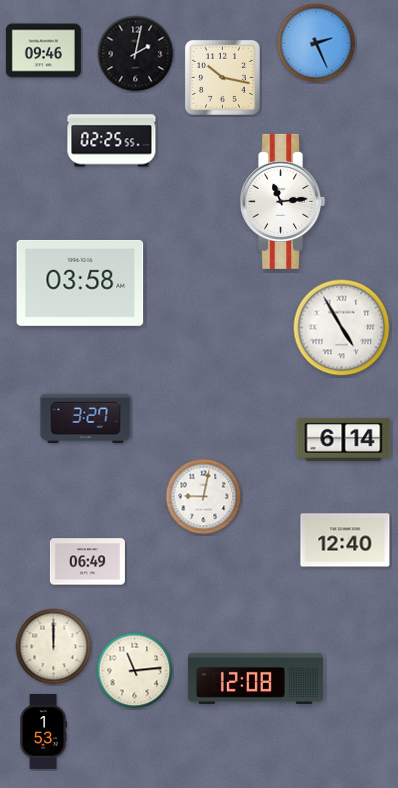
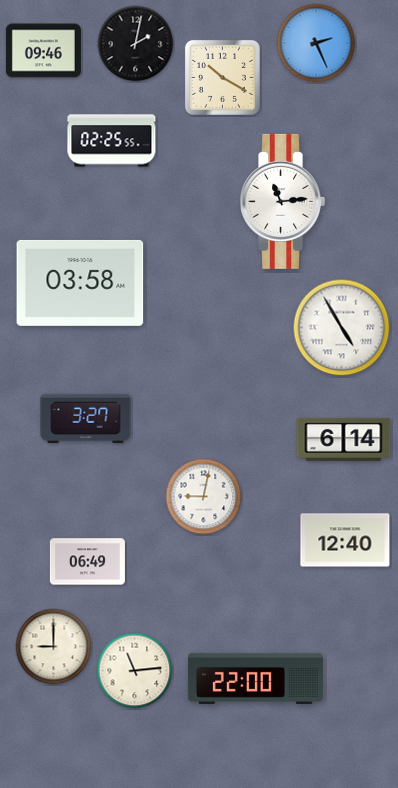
clock at (136, 54) position: (136, 54) -> (136, 44)
clock at (222, 77): 10:17 -> 10:20
clock at (54, 647): 12:00 -> 9:00
clock at (255, 678): 12:08 -> 22:00
clock at (43, 731): 1:53 -> none
